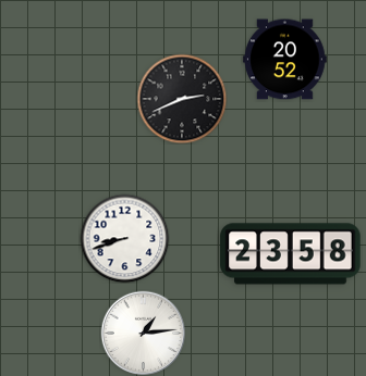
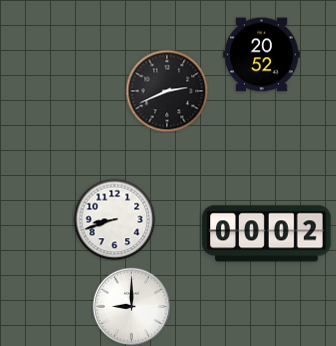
clock at (291, 254): 23:58 -> 00:02
clock at (143, 333): 1:14 -> 9:00
